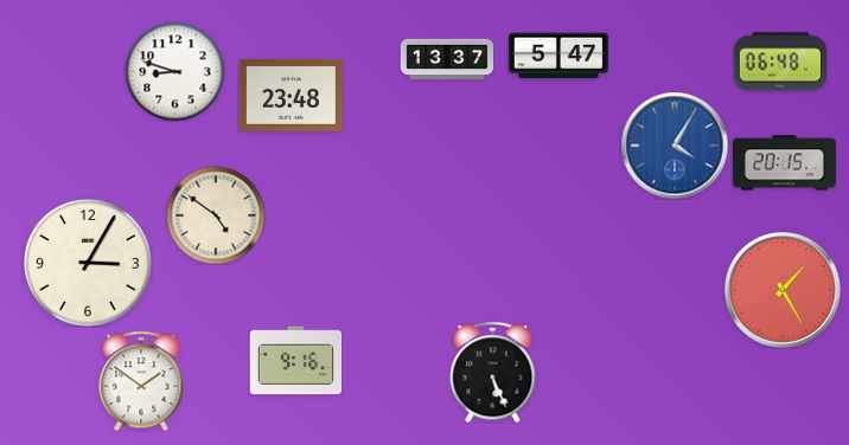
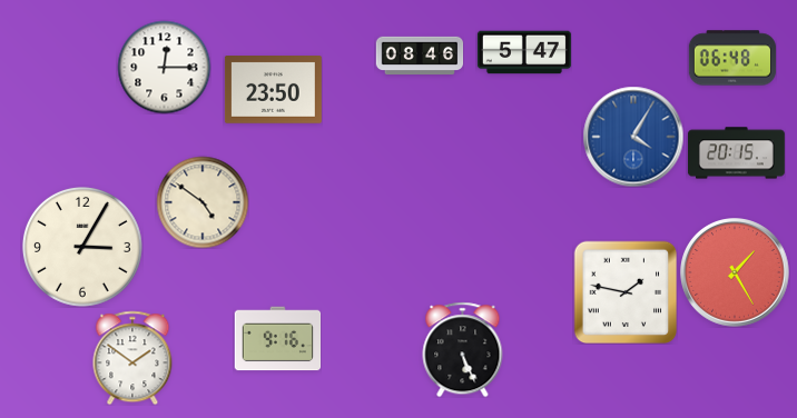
clock at (447, 59): 13:37 -> 08:46
clock at (174, 71): 8:48 -> 12:15
clock at (291, 96): 23:48 -> 23:50
clock at (626, 292): none -> 1:47
